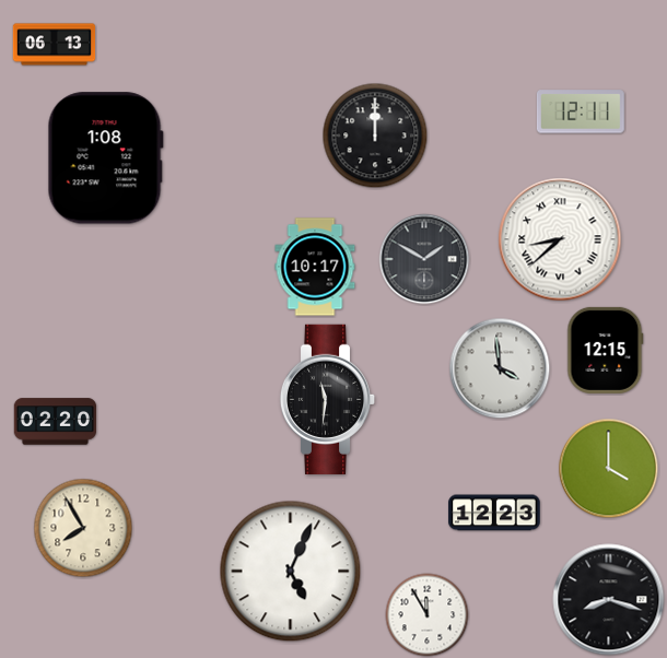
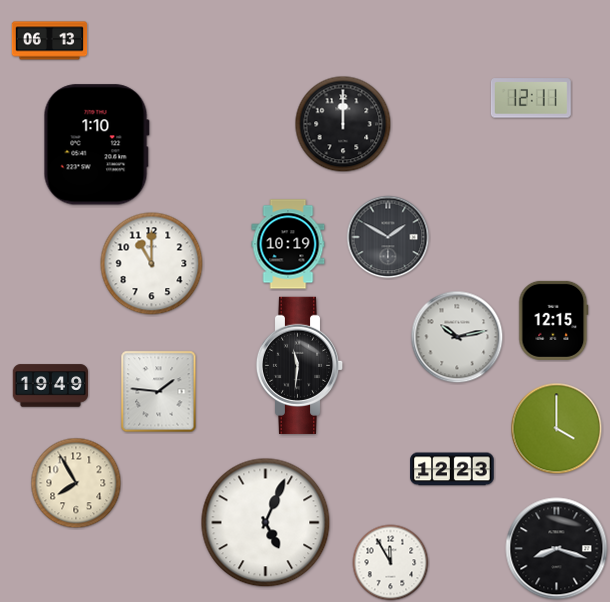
clock at (581, 111) position: (581, 111) -> (531, 98)
clock at (105, 158): 1:08 -> 1:10
clock at (560, 239): 8:38 -> none
clock at (315, 267): 10:17 -> 10:19
clock at (152, 264): none -> 11:00
clock at (500, 368): 3:59 -> 10:13
clock at (56, 422): 02:20 -> 19:49
clock at (159, 392): none -> 1:46
